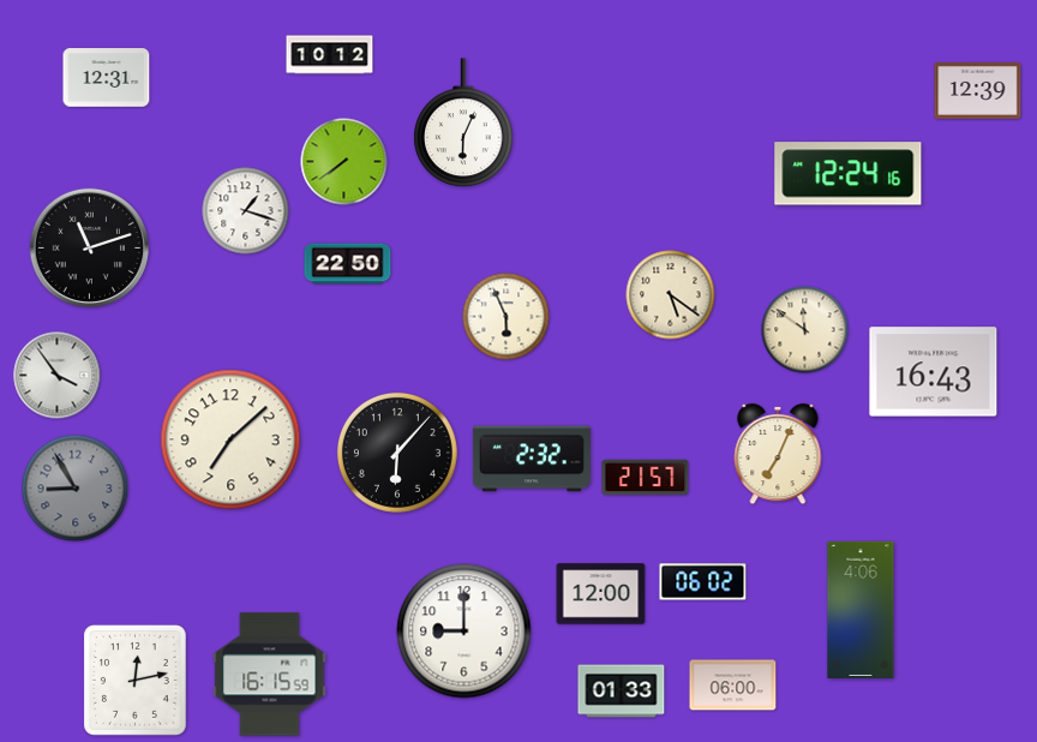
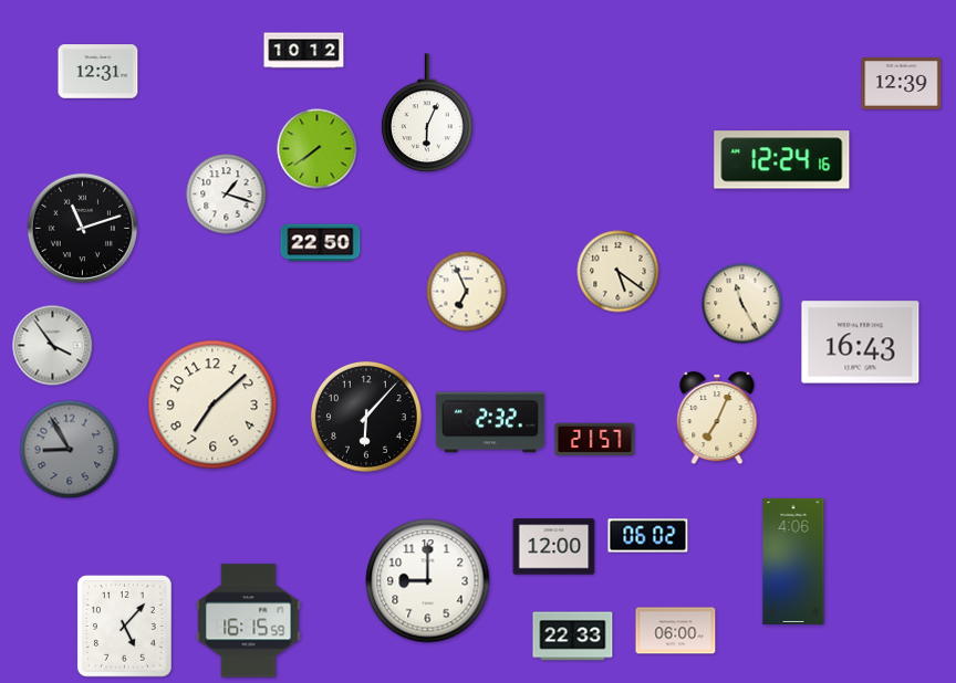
clock at (506, 317): 5:56 -> 6:56
clock at (805, 330): 11:51 -> 11:25
clock at (134, 681): 12:13 -> 5:07
clock at (622, 692): 01:33 -> 22:33
